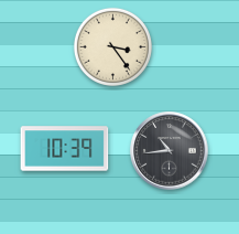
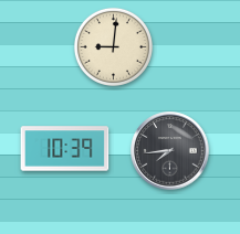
clock at (112, 46): 3:24 -> 9:01
clock at (170, 151): 10:44 -> 7:44
